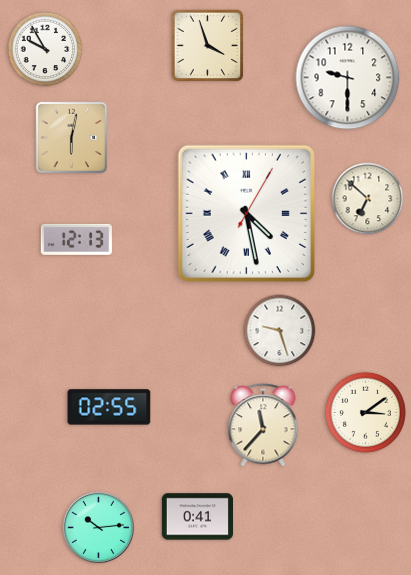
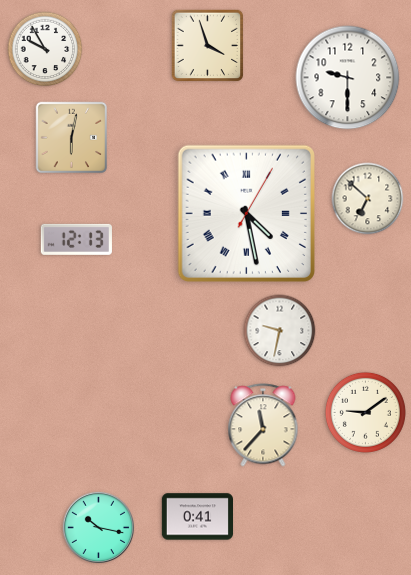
clock at (280, 331): 9:27 -> 9:32
clock at (109, 407): 02:55 -> none
clock at (365, 412): 3:09 -> 9:09
clock at (98, 527): 10:14 -> 10:17
